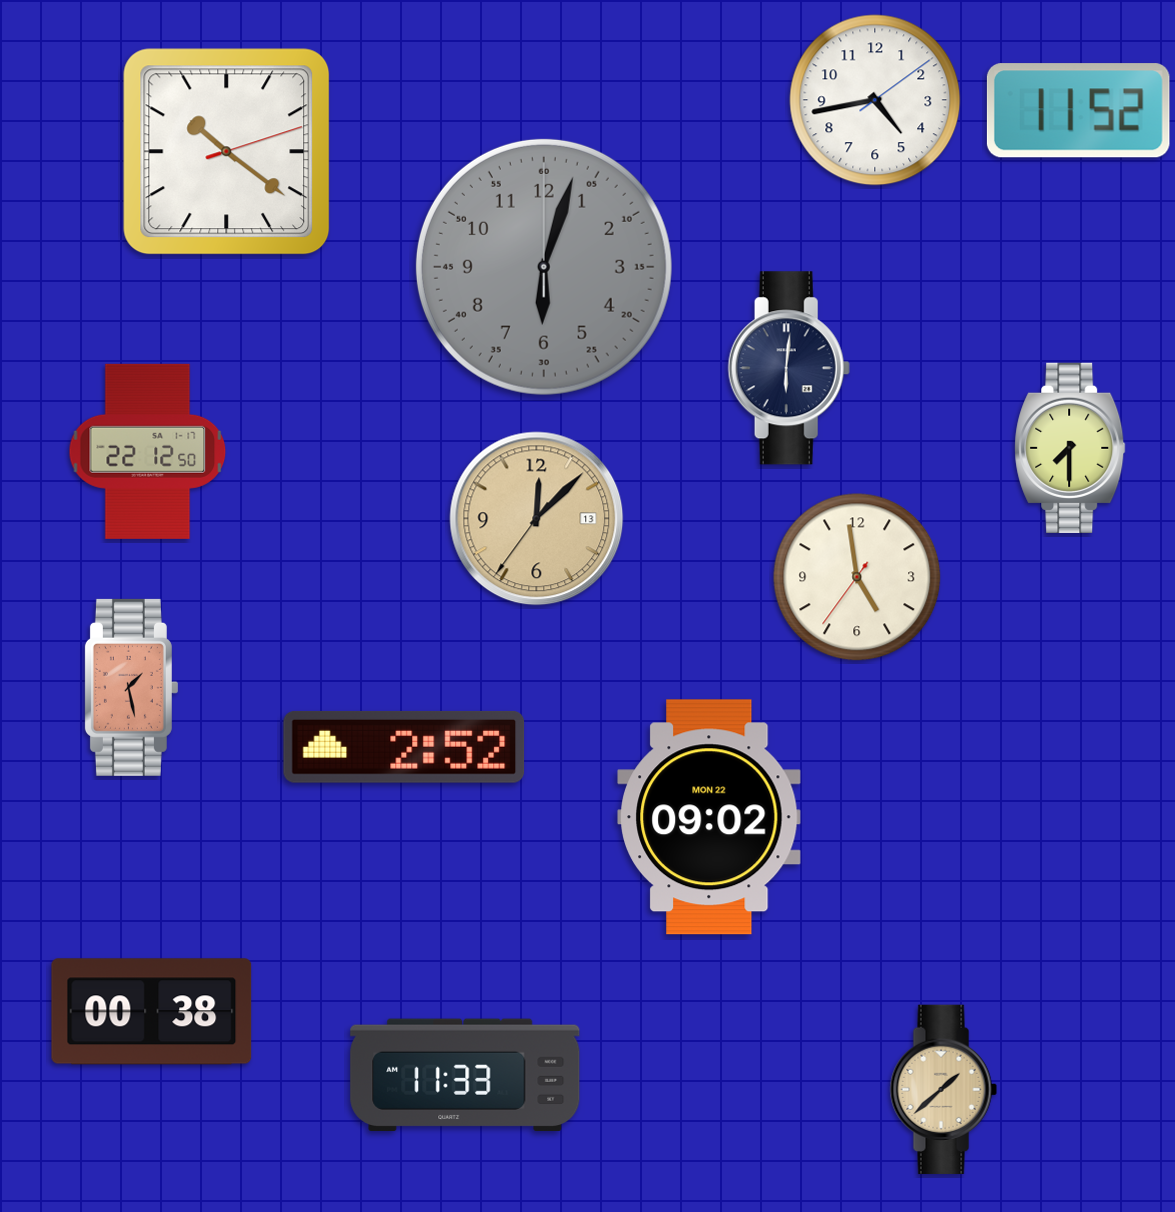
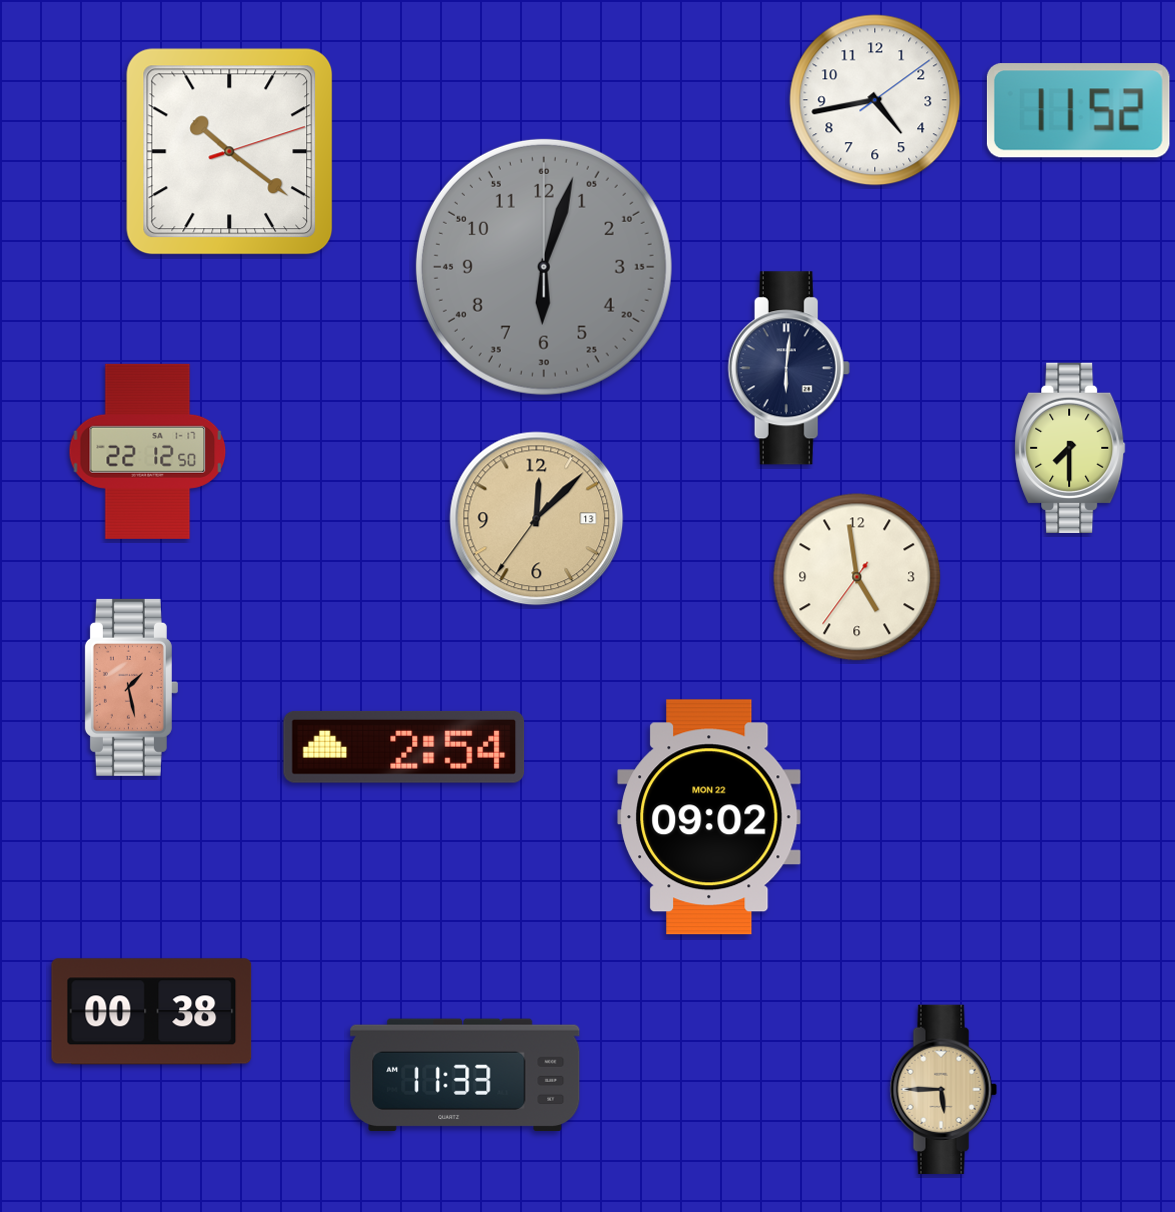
clock at (227, 152) position: (227, 152) -> (230, 152)
clock at (404, 747): 2:52 -> 2:54
clock at (943, 1089): 1:38 -> 5:45
